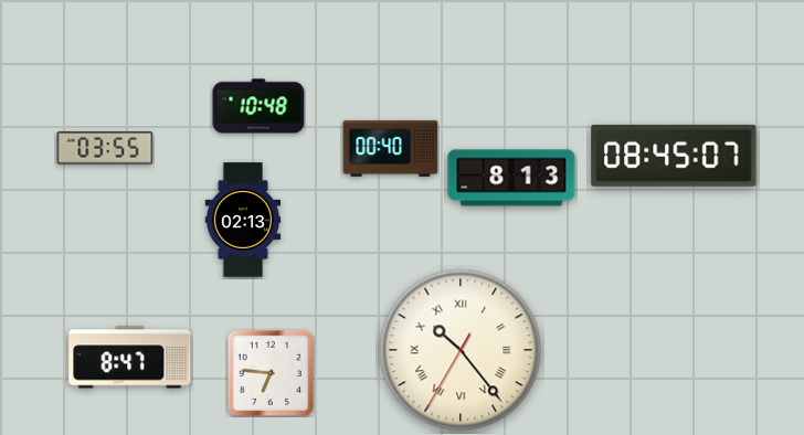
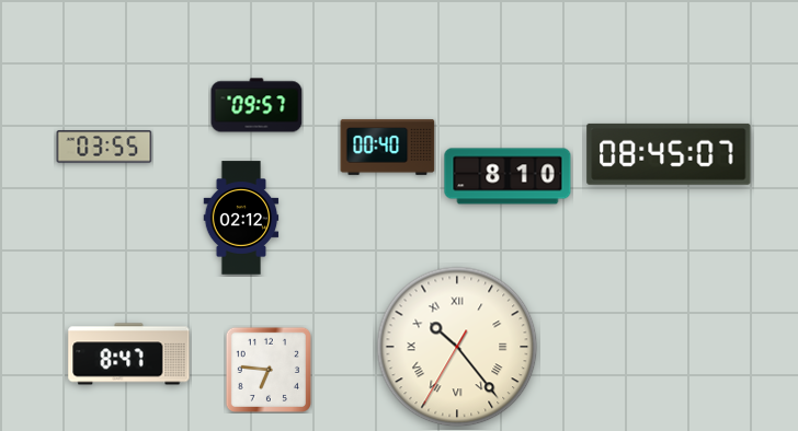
clock at (258, 106): 10:48 -> 09:57
clock at (511, 178): 8:13 -> 8:10
clock at (243, 220): 02:13 -> 02:12
